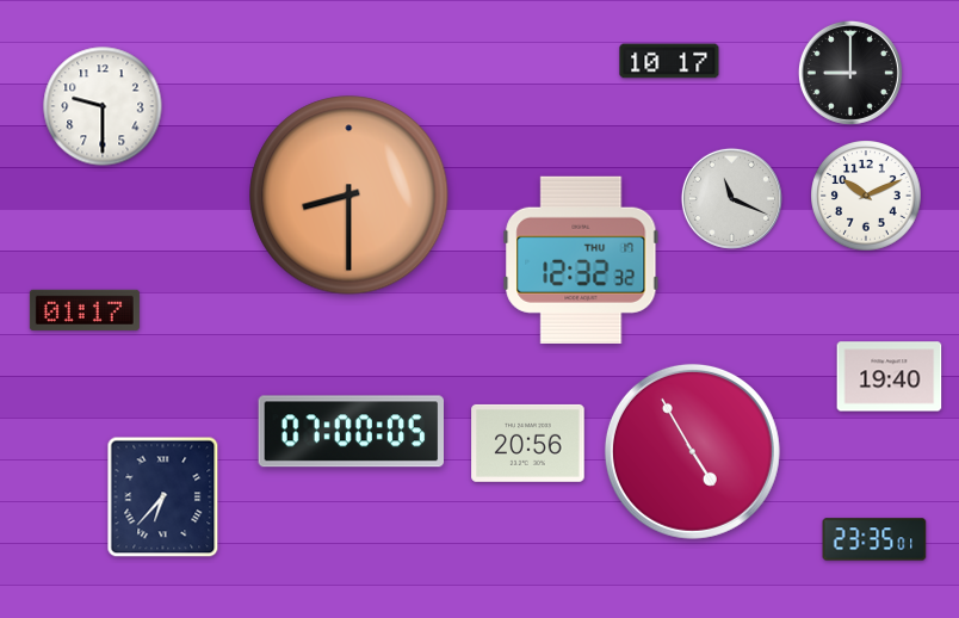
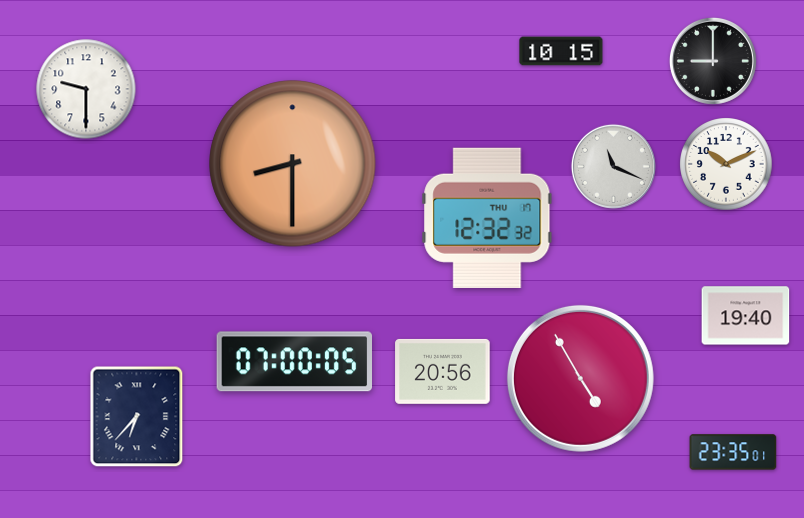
clock at (669, 61): 10:17 -> 10:15
clock at (85, 310): 01:17 -> none
